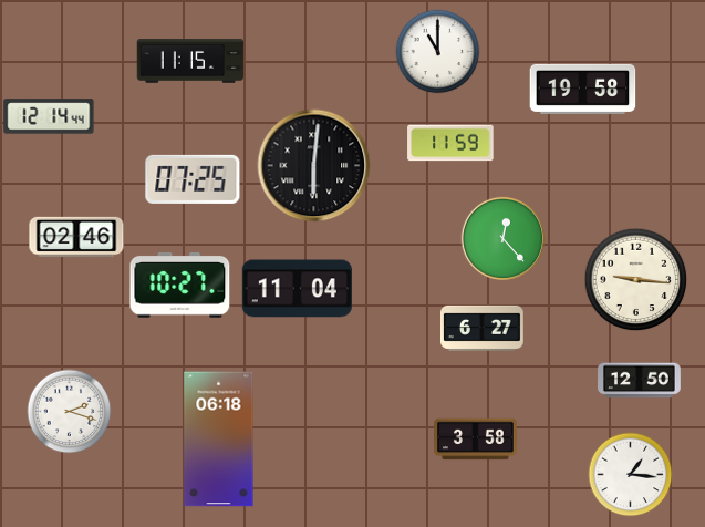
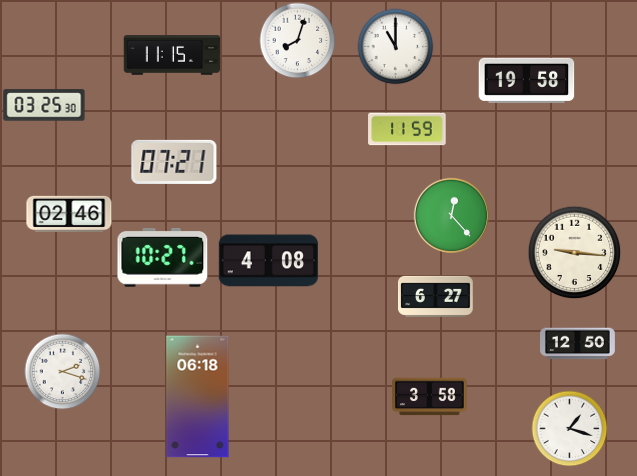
clock at (298, 41): none -> 8:03
clock at (49, 116): 12:14 -> 03:25
clock at (314, 166): 6:01 -> none
clock at (193, 179): 07:25 -> 07:21
clock at (502, 238) position: (502, 238) -> (451, 215)
clock at (297, 289): 11:04 -> 4:08
clock at (631, 475): 1:16 -> 1:18
